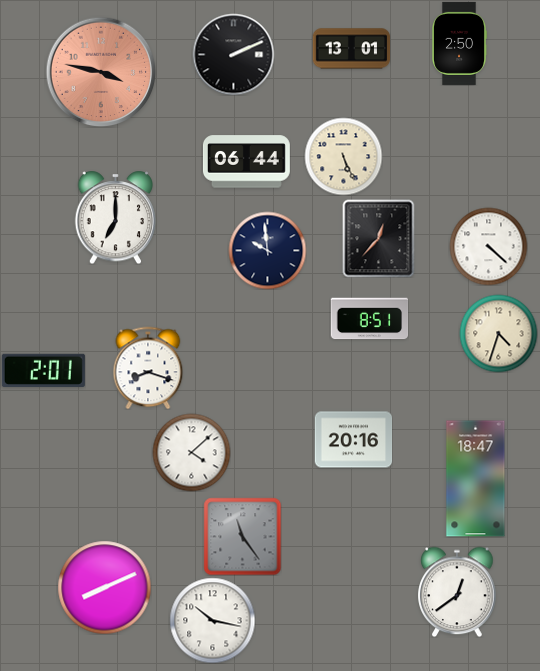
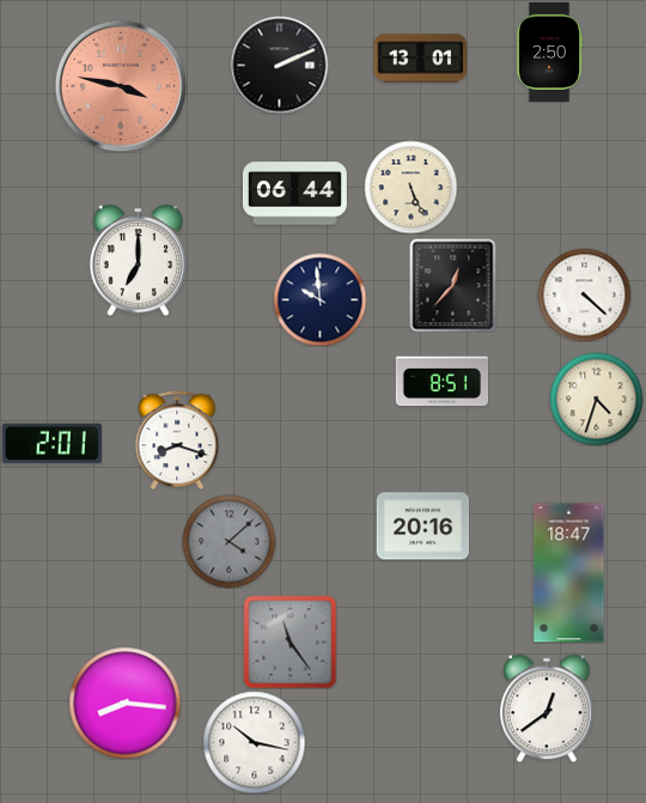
clock at (191, 452) dial: white -> grey
clock at (104, 587): 8:11 -> 8:16
